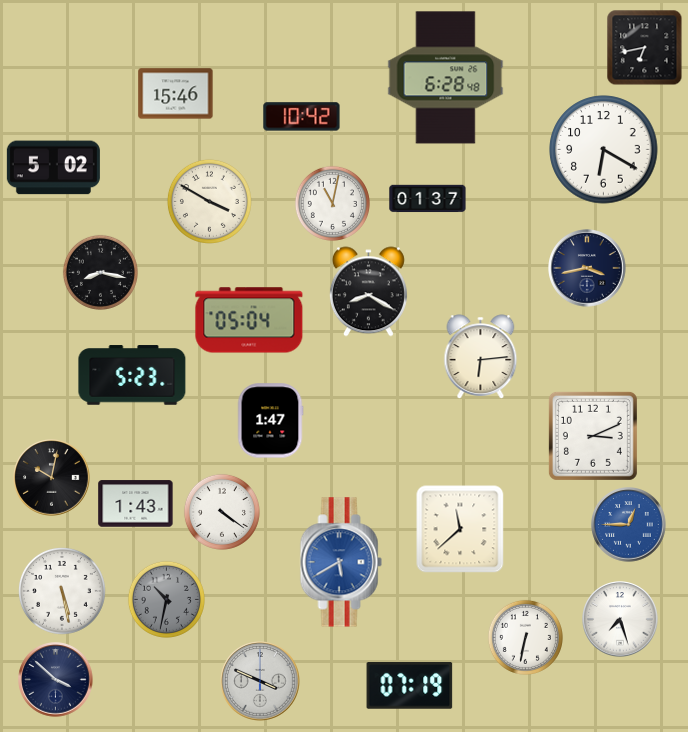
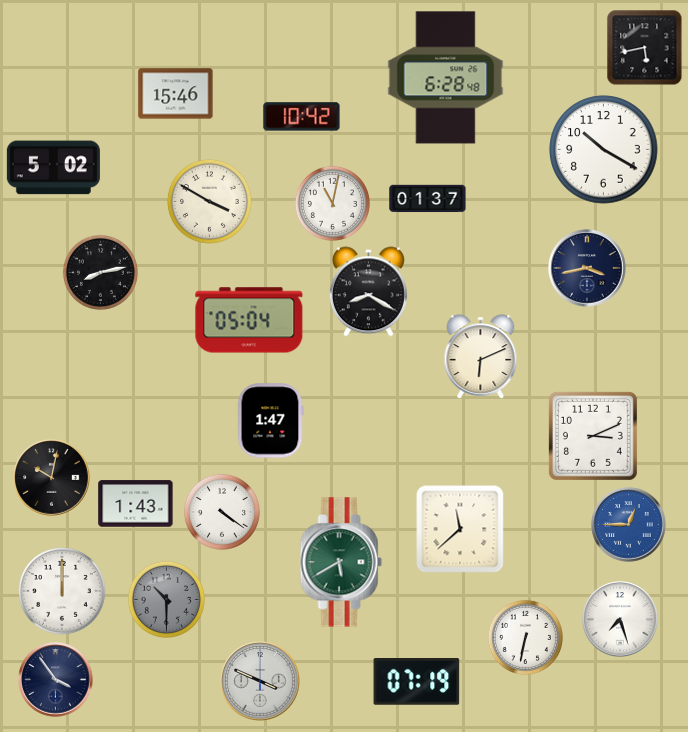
clock at (645, 48): 6:43 -> 5:43
clock at (604, 150): 6:20 -> 10:20
clock at (100, 272): 8:17 -> 8:13
clock at (481, 357): 6:14 -> 6:11
clock at (132, 375): 5:23 -> none
clock at (341, 562) dial: blue -> green
clock at (62, 591): 5:28 -> 12:00
clock at (166, 599): 10:32 -> 10:30
clock at (56, 680): 3:52 -> 3:54
clock at (410, 686) position: (410, 686) -> (417, 682)
